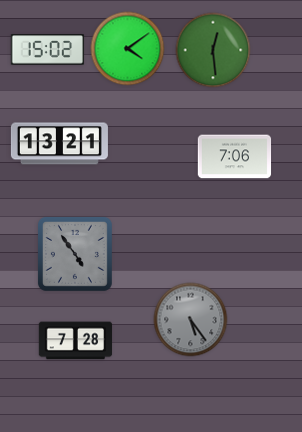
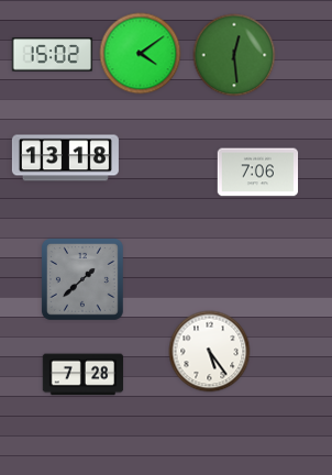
clock at (59, 144): 13:21 -> 13:18
clock at (75, 254): 4:54 -> 1:38
clock at (191, 320) dial: grey -> white
